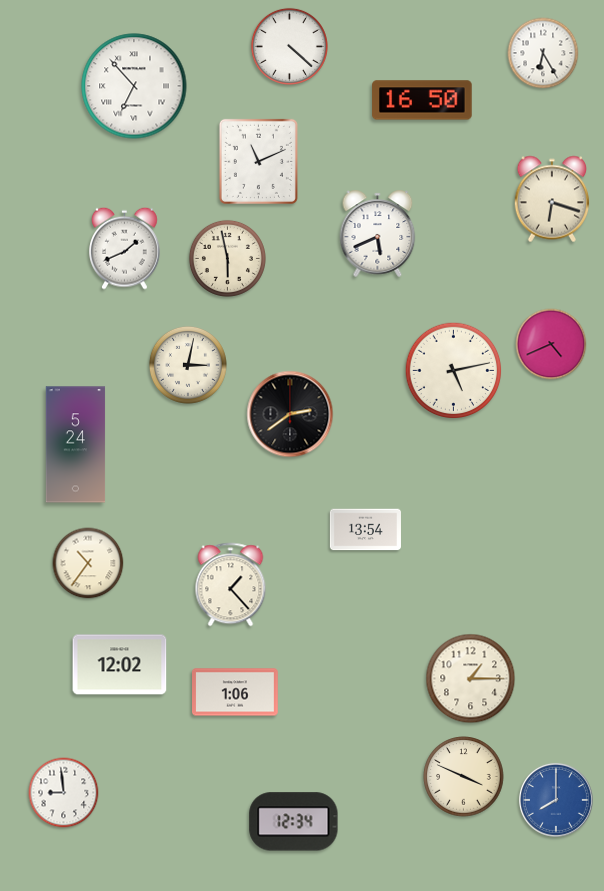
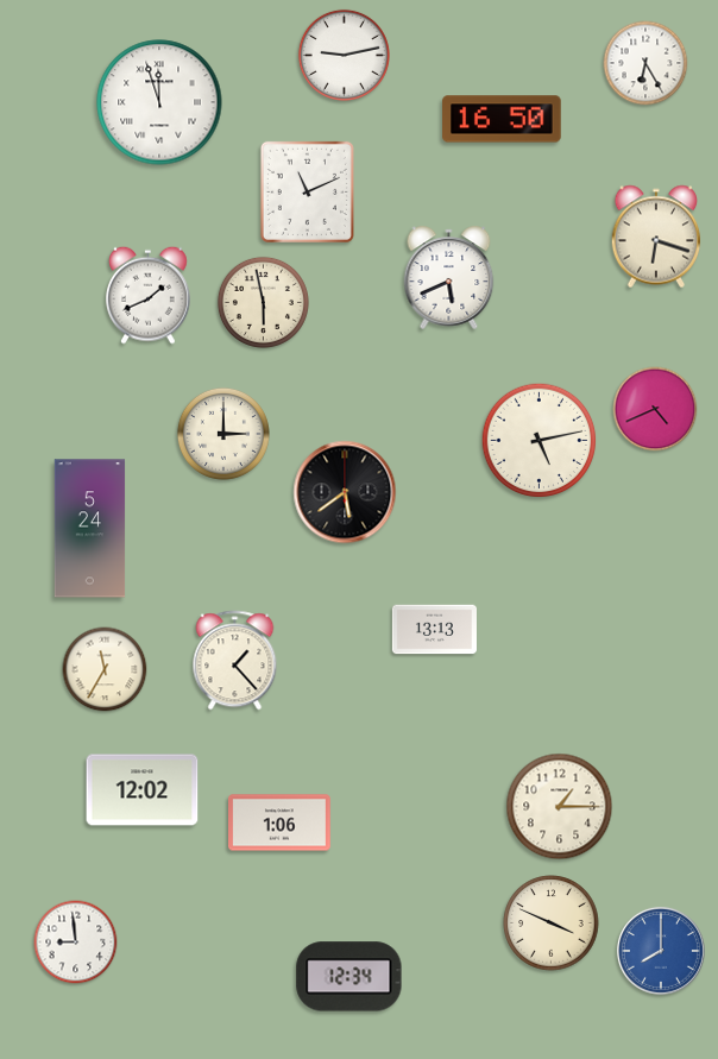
clock at (289, 46): 4:22 -> 9:13
clock at (134, 86): 6:53 -> 11:57
clock at (227, 258) position: (227, 258) -> (263, 302)
clock at (188, 365): 3:02 -> 3:00
clock at (290, 414): 2:39 -> 5:39
clock at (365, 530): 13:54 -> 13:13
clock at (88, 563): 10:36 -> 11:35
clock at (231, 585) position: (231, 585) -> (235, 661)
